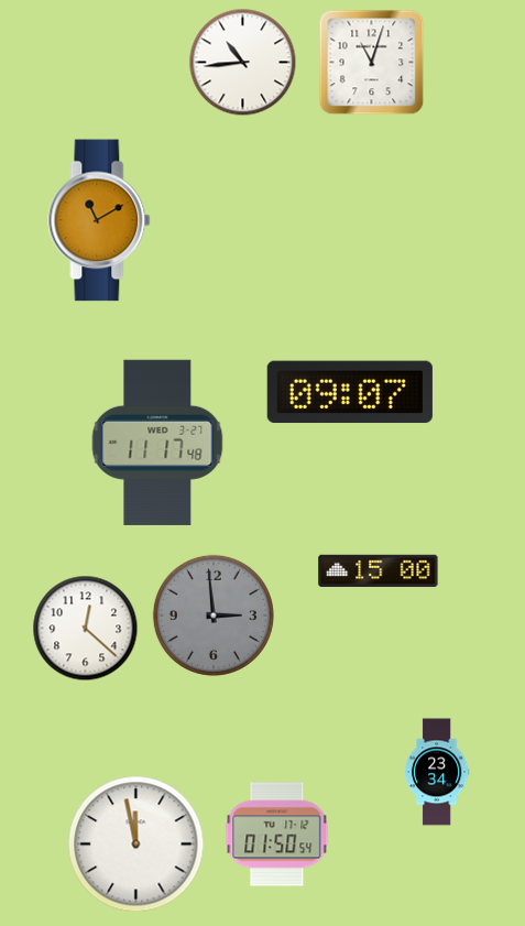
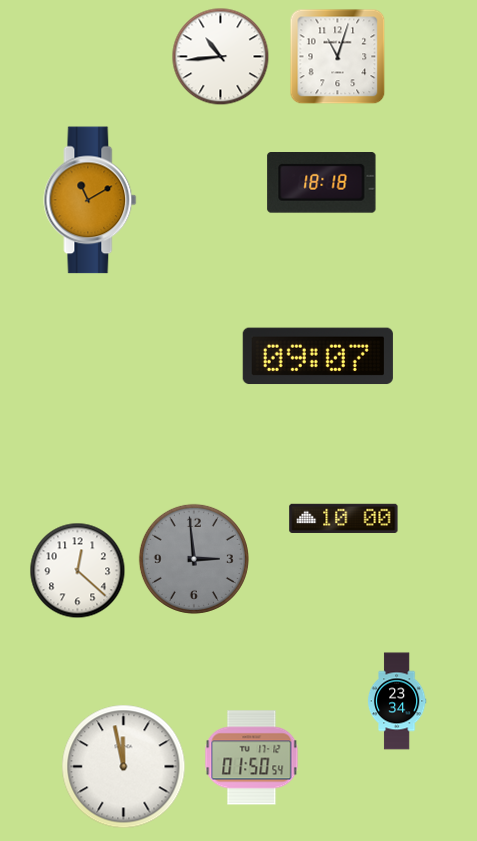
clock at (322, 183): none -> 18:18
clock at (157, 443): 11:17 -> none
clock at (379, 570): 15:00 -> 10:00
